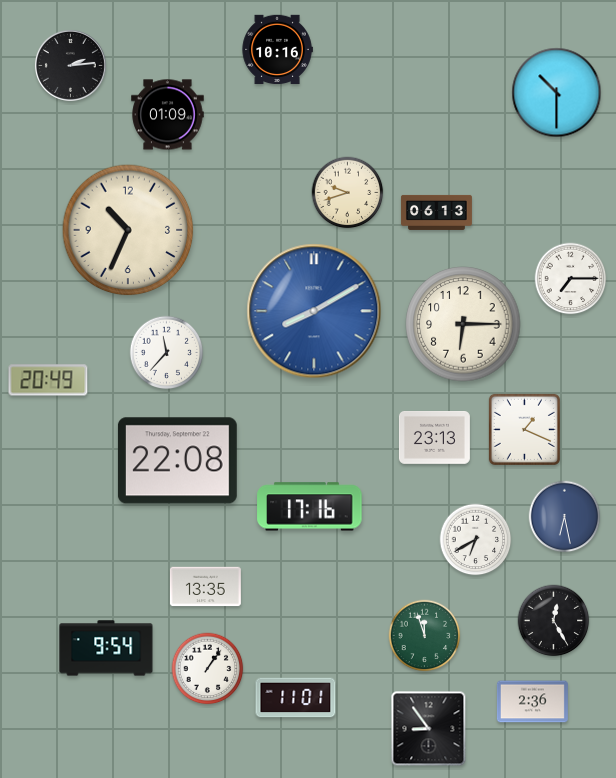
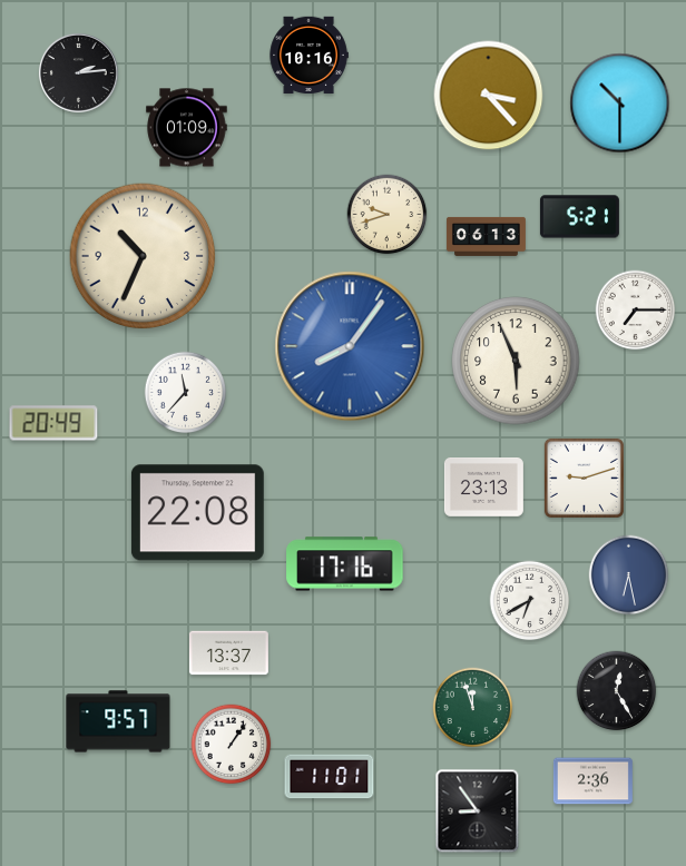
clock at (489, 96): none -> 3:23
clock at (579, 217): none -> 5:21
clock at (314, 311): 8:10 -> 8:06
clock at (463, 324): 6:15 -> 5:56
clock at (524, 429): 1:19 -> 9:12
clock at (205, 587): 13:35 -> 13:37
clock at (106, 648): 9:54 -> 9:57
